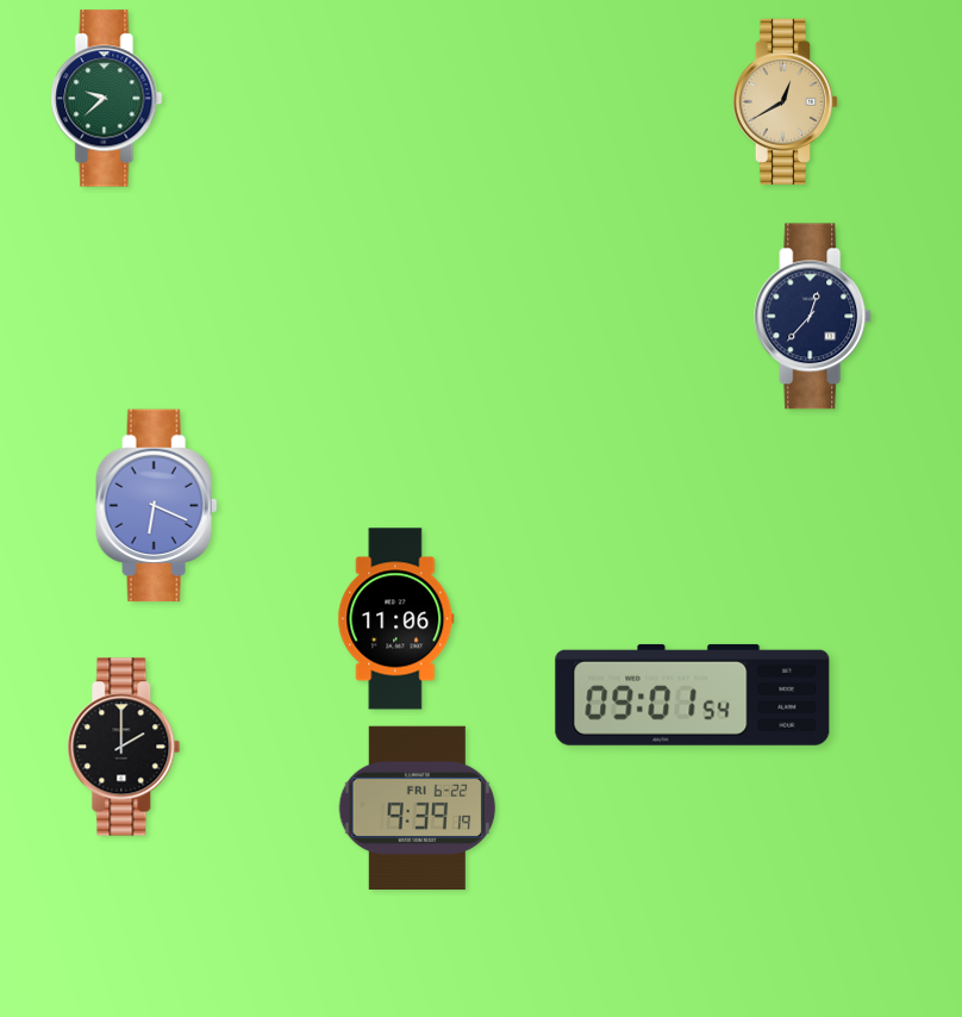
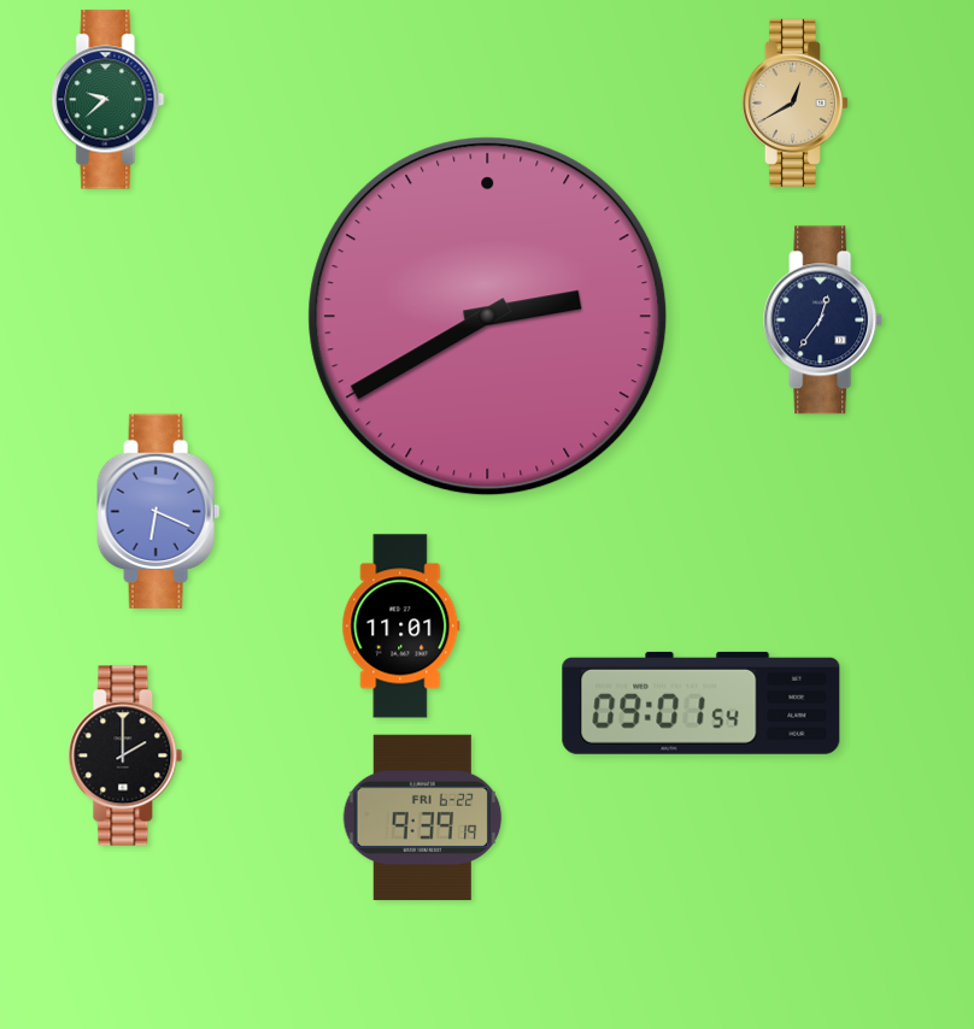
clock at (488, 317): none -> 2:40
clock at (813, 317): 12:37 -> 12:36
clock at (396, 619): 11:06 -> 11:01
